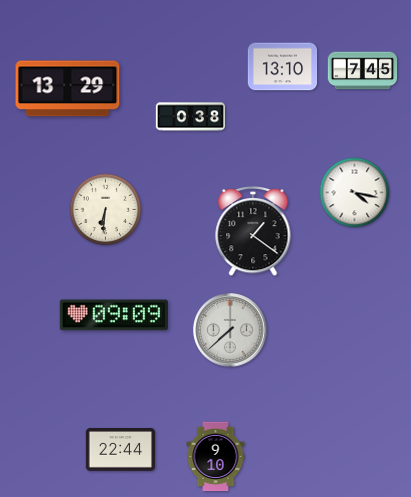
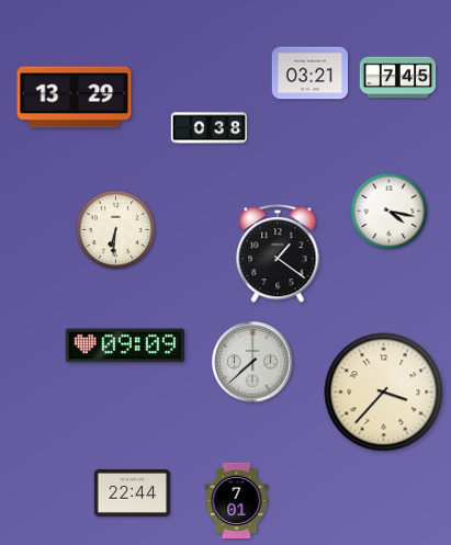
clock at (283, 67): 13:10 -> 03:21
clock at (384, 393): none -> 3:37
clock at (216, 457): 9:10 -> 7:01
